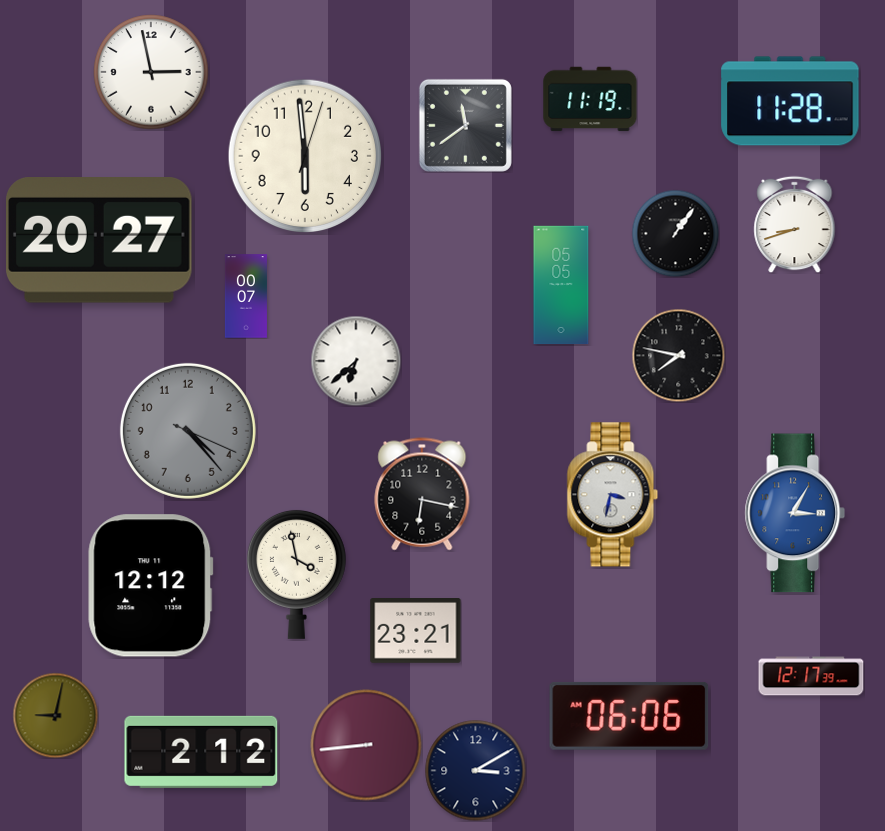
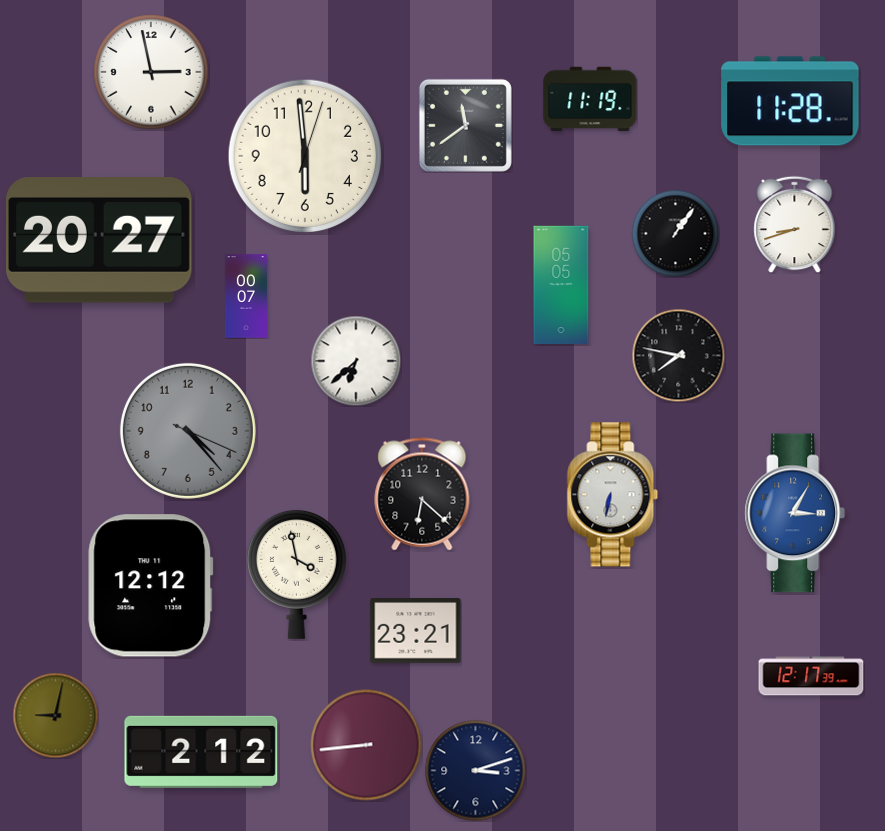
clock at (422, 494): 6:17 -> 6:22
clock at (613, 495): 3:32 -> 6:32
clock at (629, 716): 06:06 -> none
clock at (476, 771): 3:10 -> 3:12
